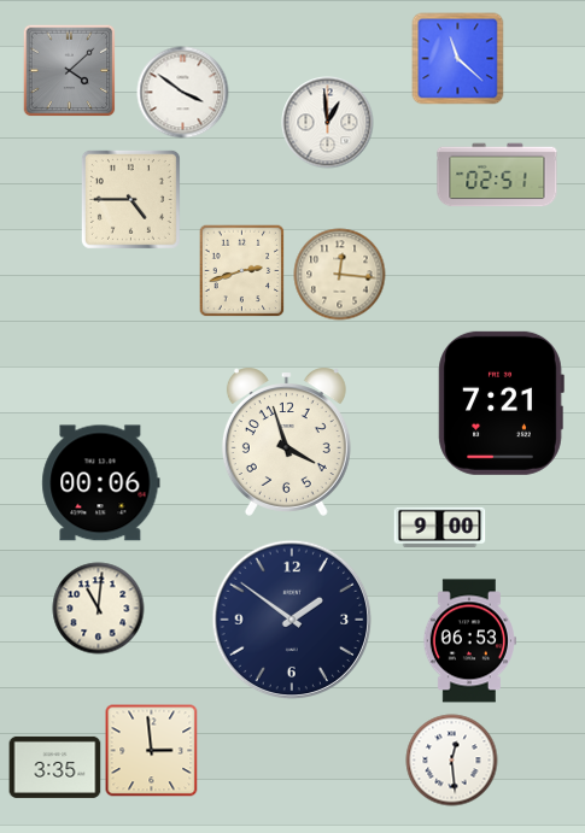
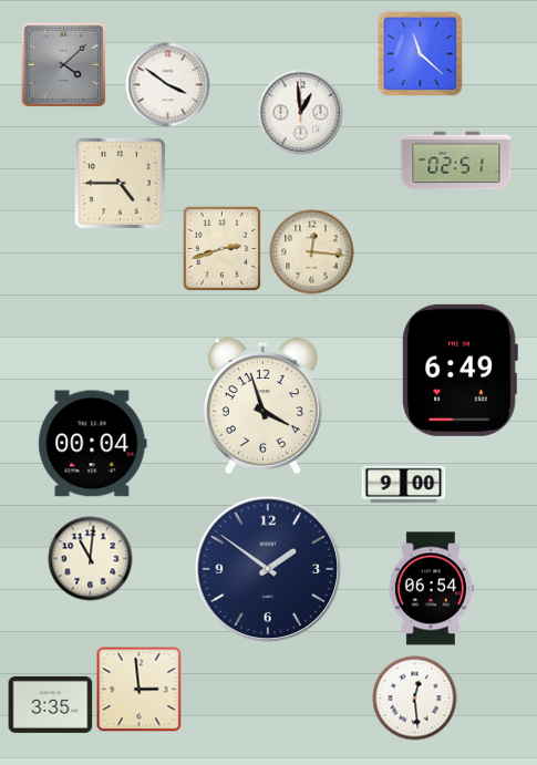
clock at (501, 403): 7:21 -> 6:49
clock at (101, 483): 00:06 -> 00:04
clock at (469, 641): 06:53 -> 06:54
